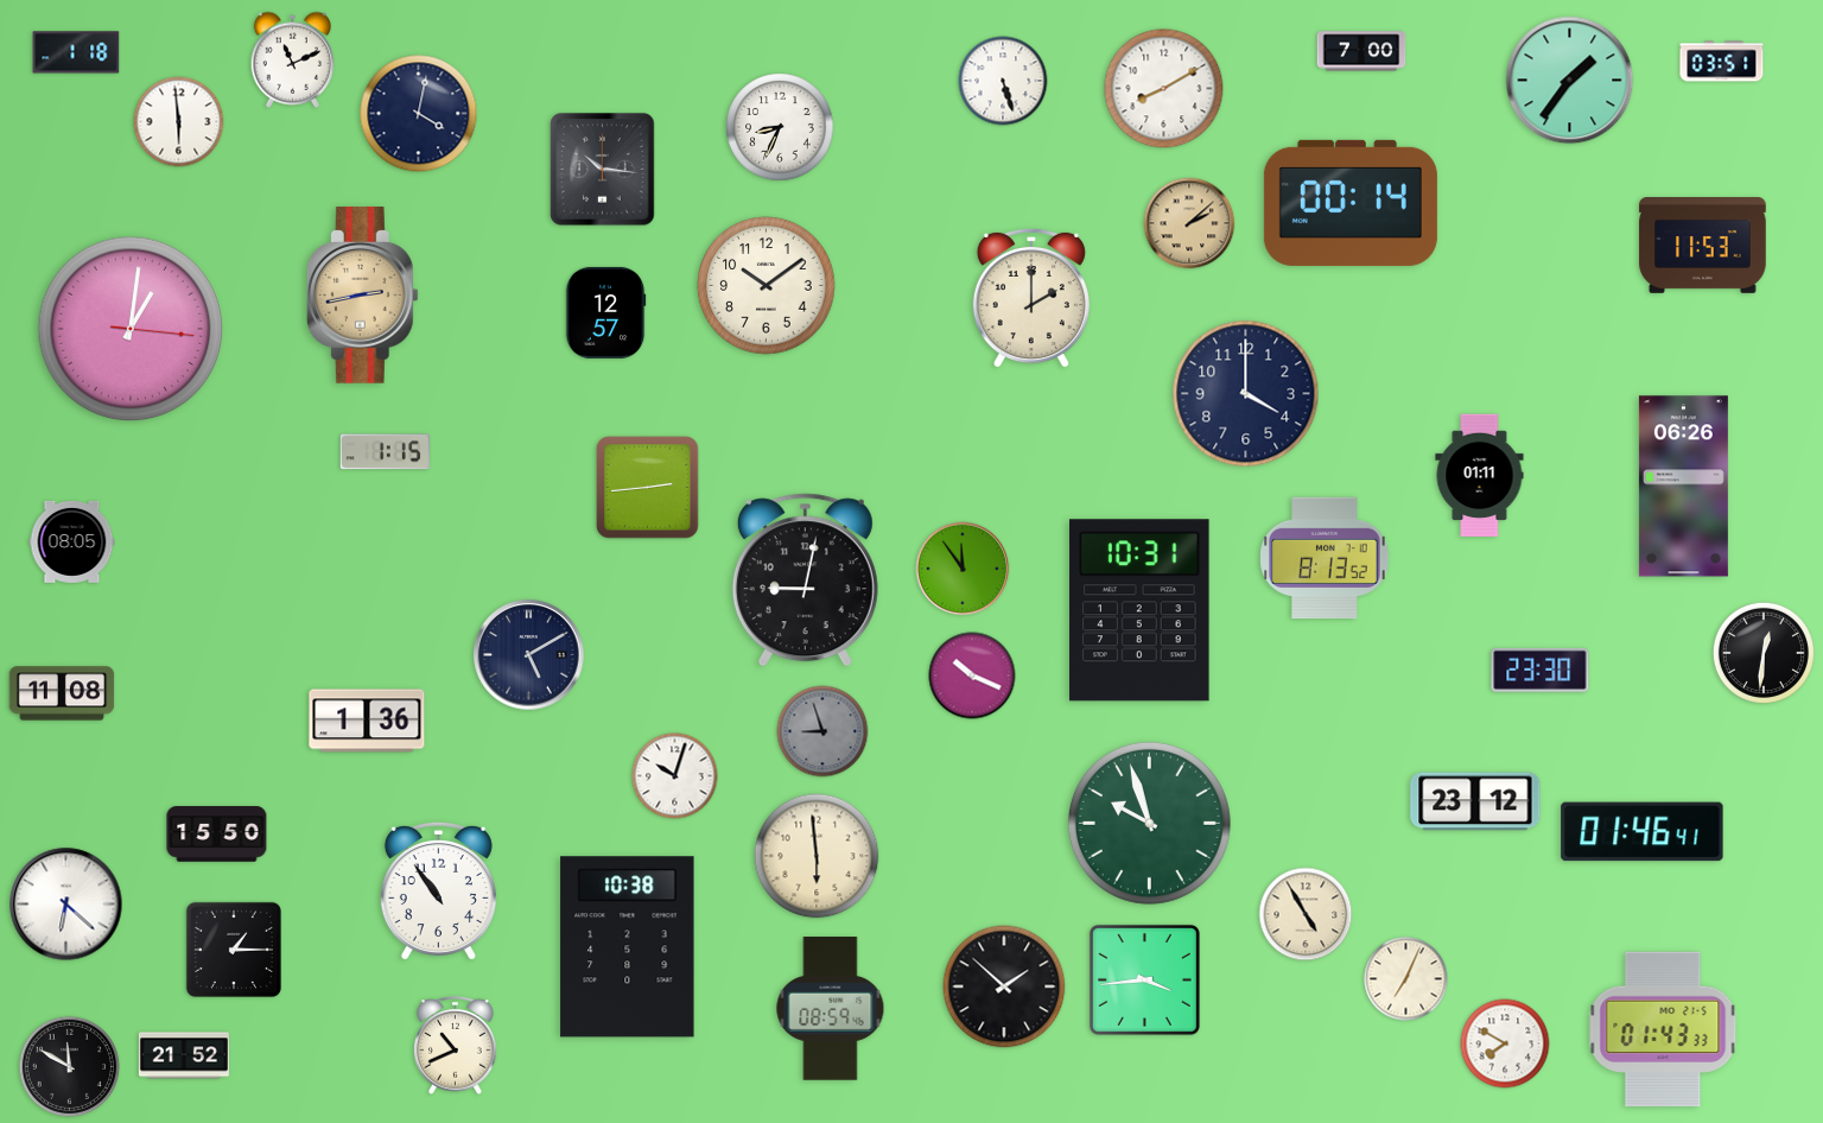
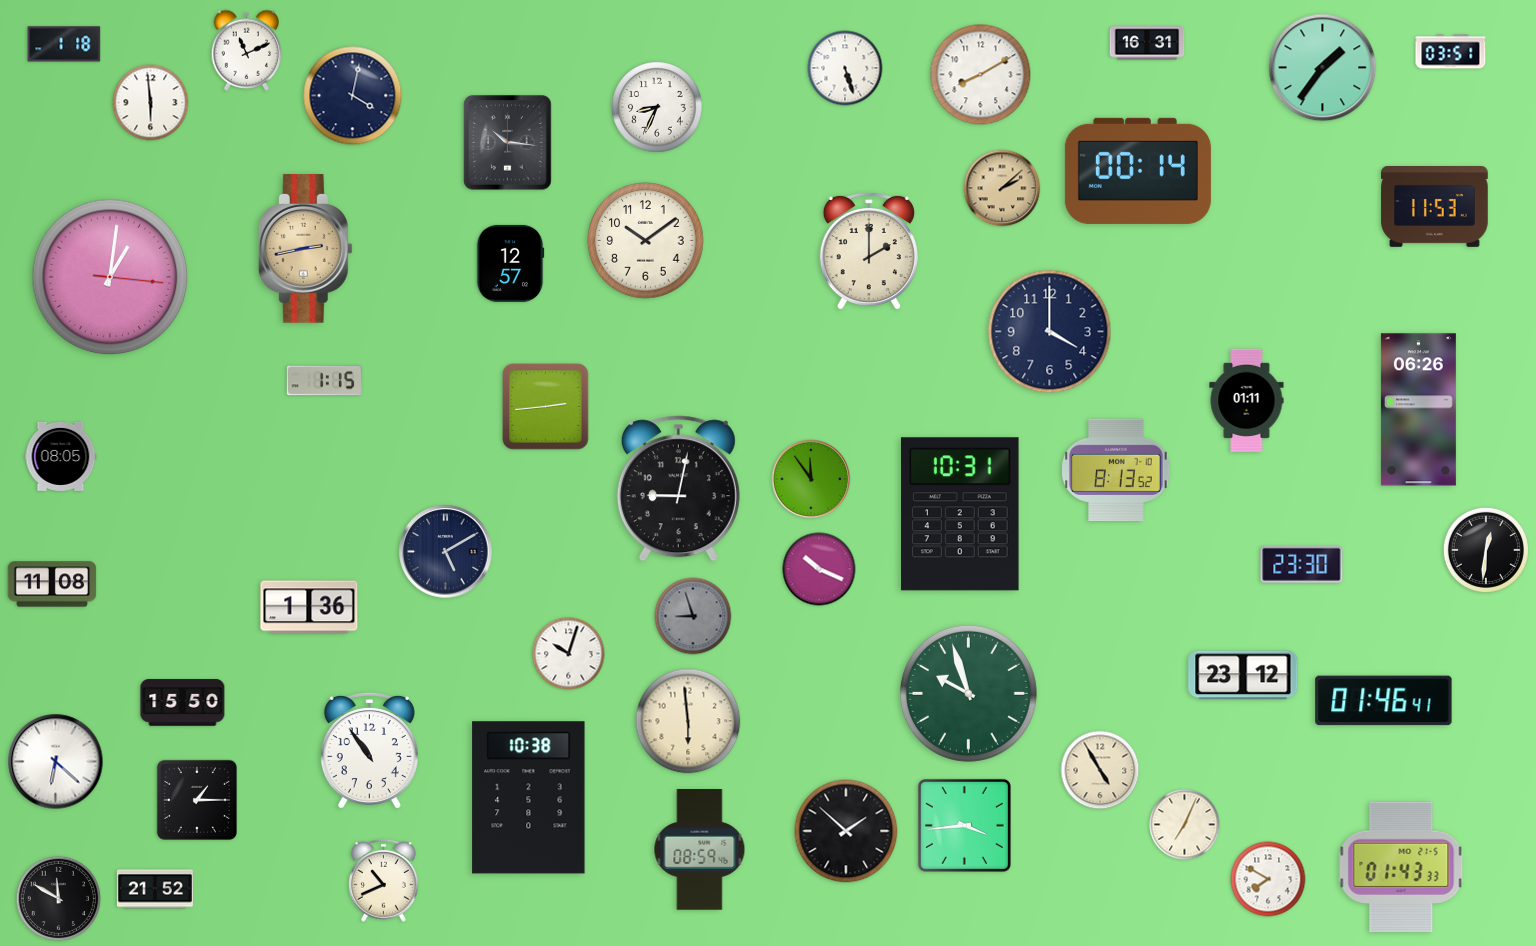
clock at (1361, 51): 7:00 -> 16:31
clock at (648, 488) position: (648, 488) -> (546, 407)
clock at (1541, 670) position: (1541, 670) -> (1302, 564)
